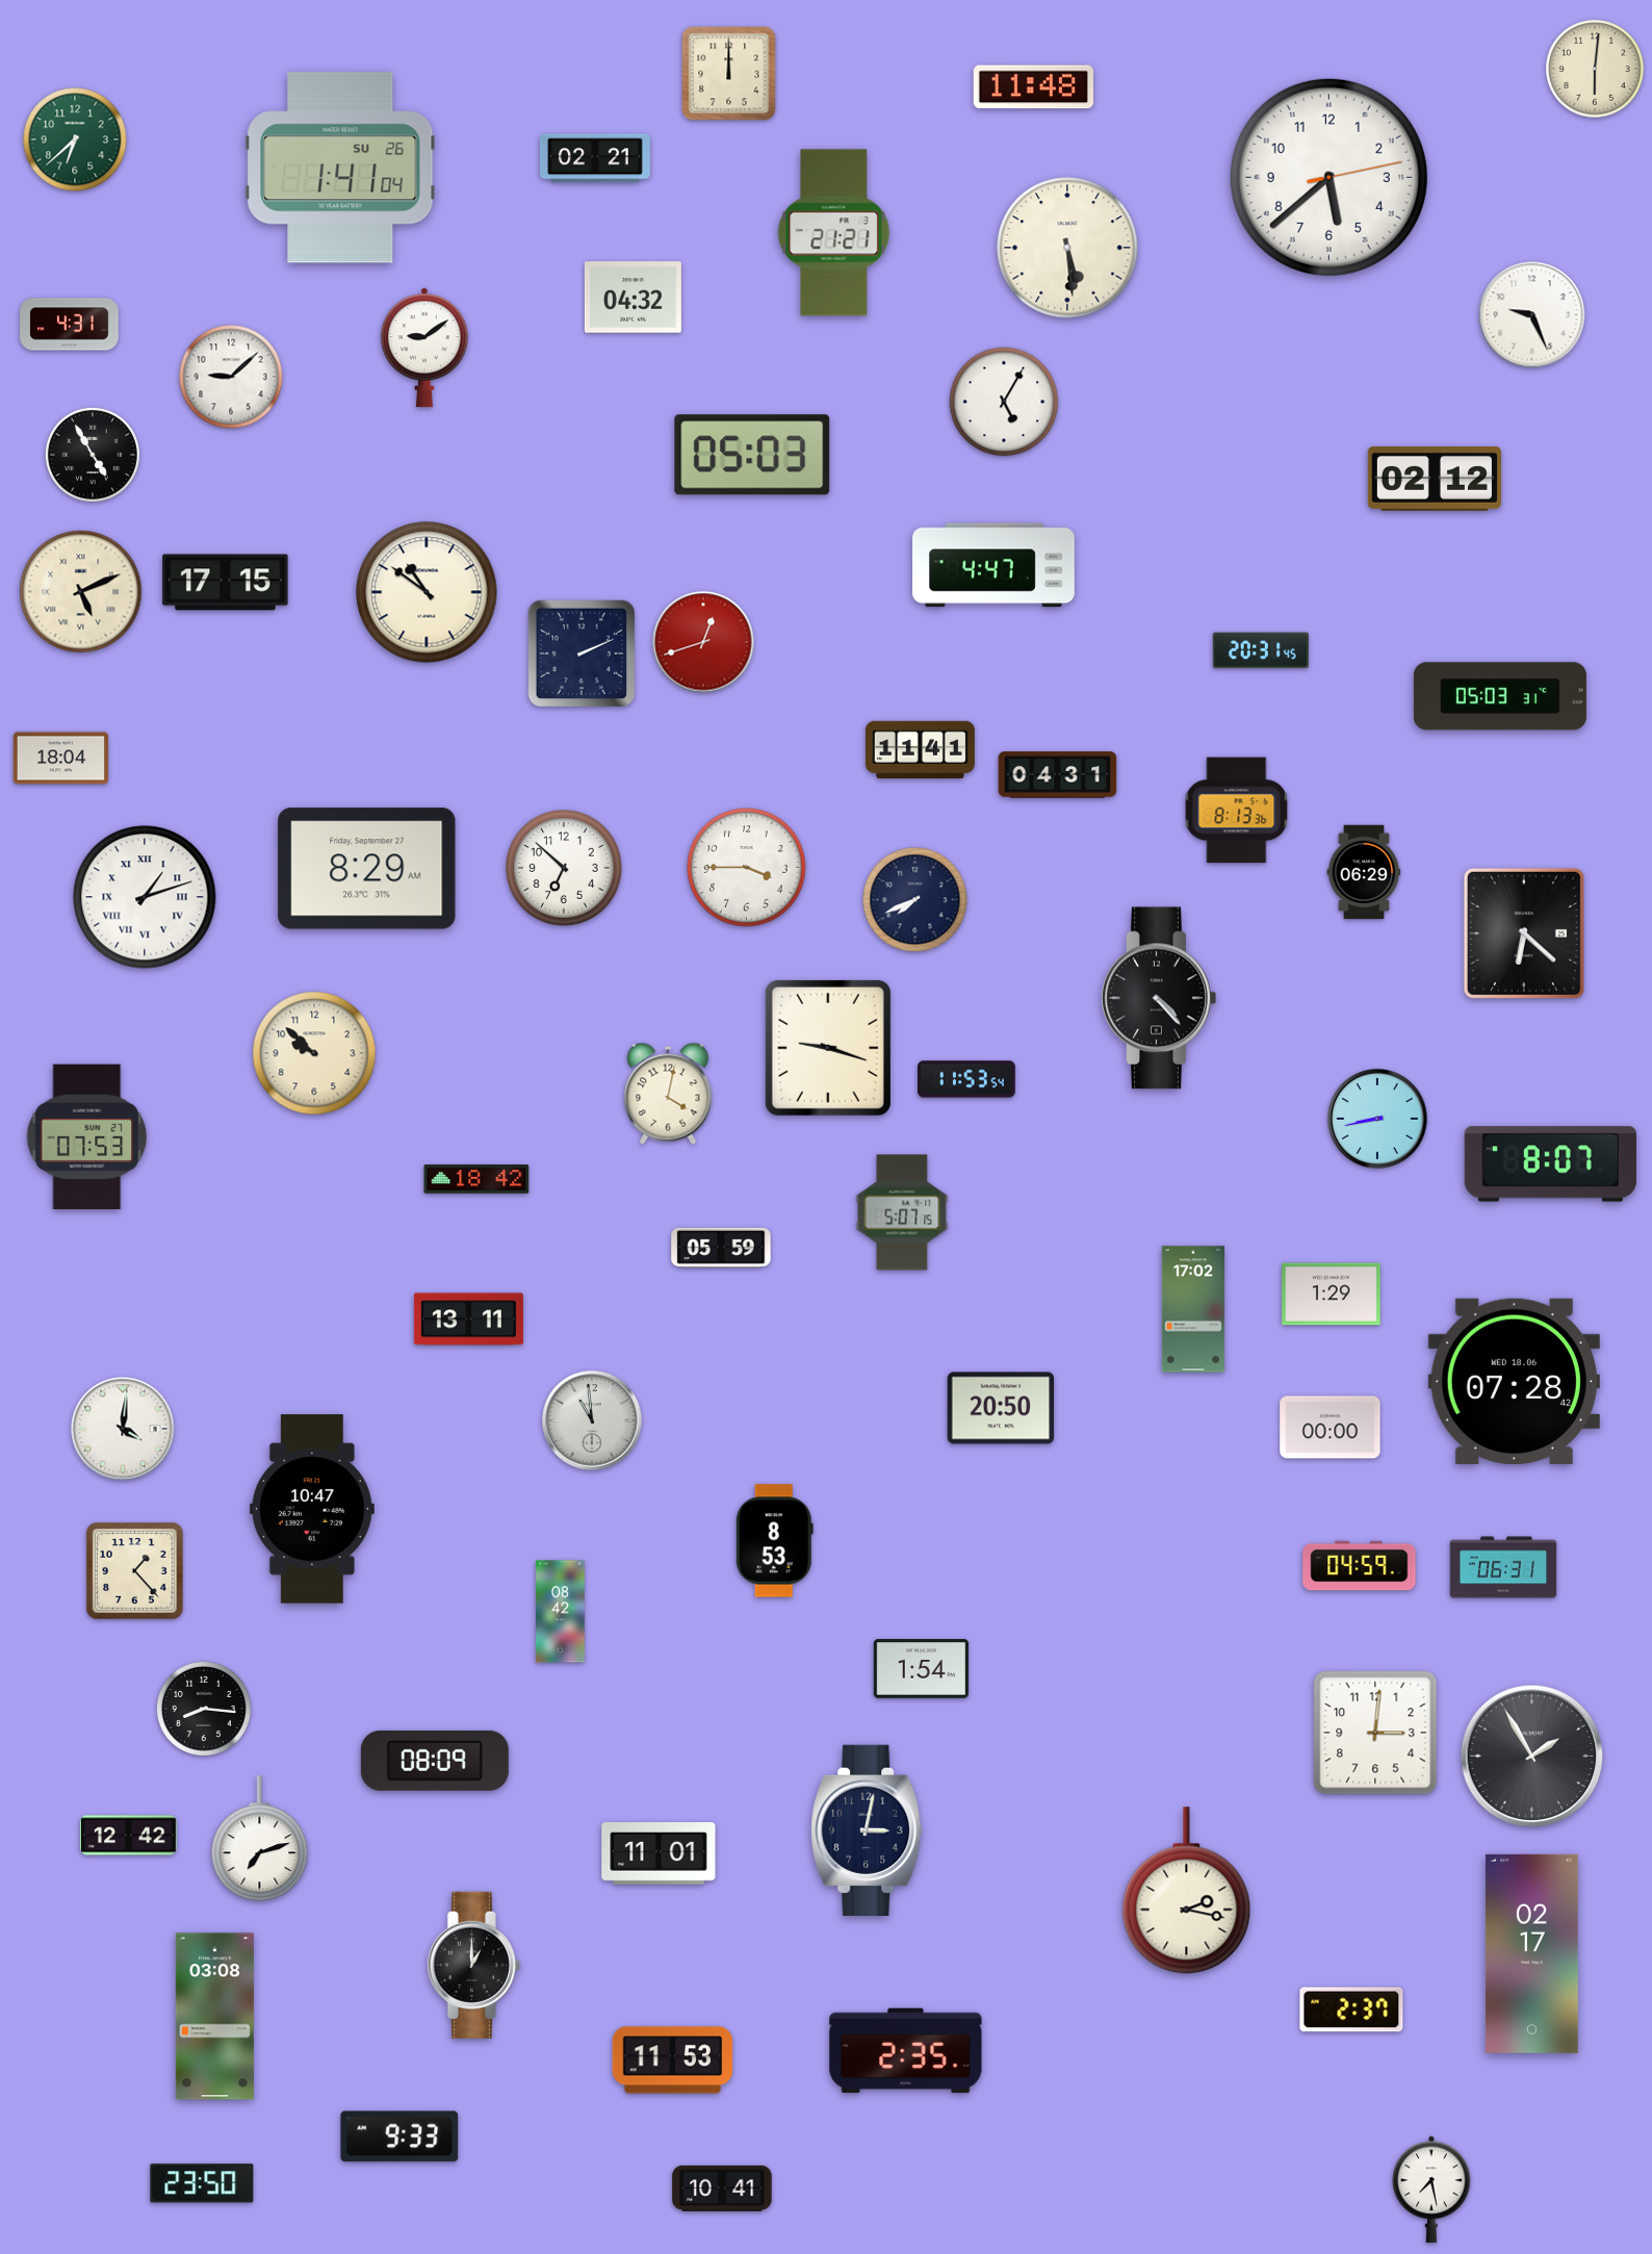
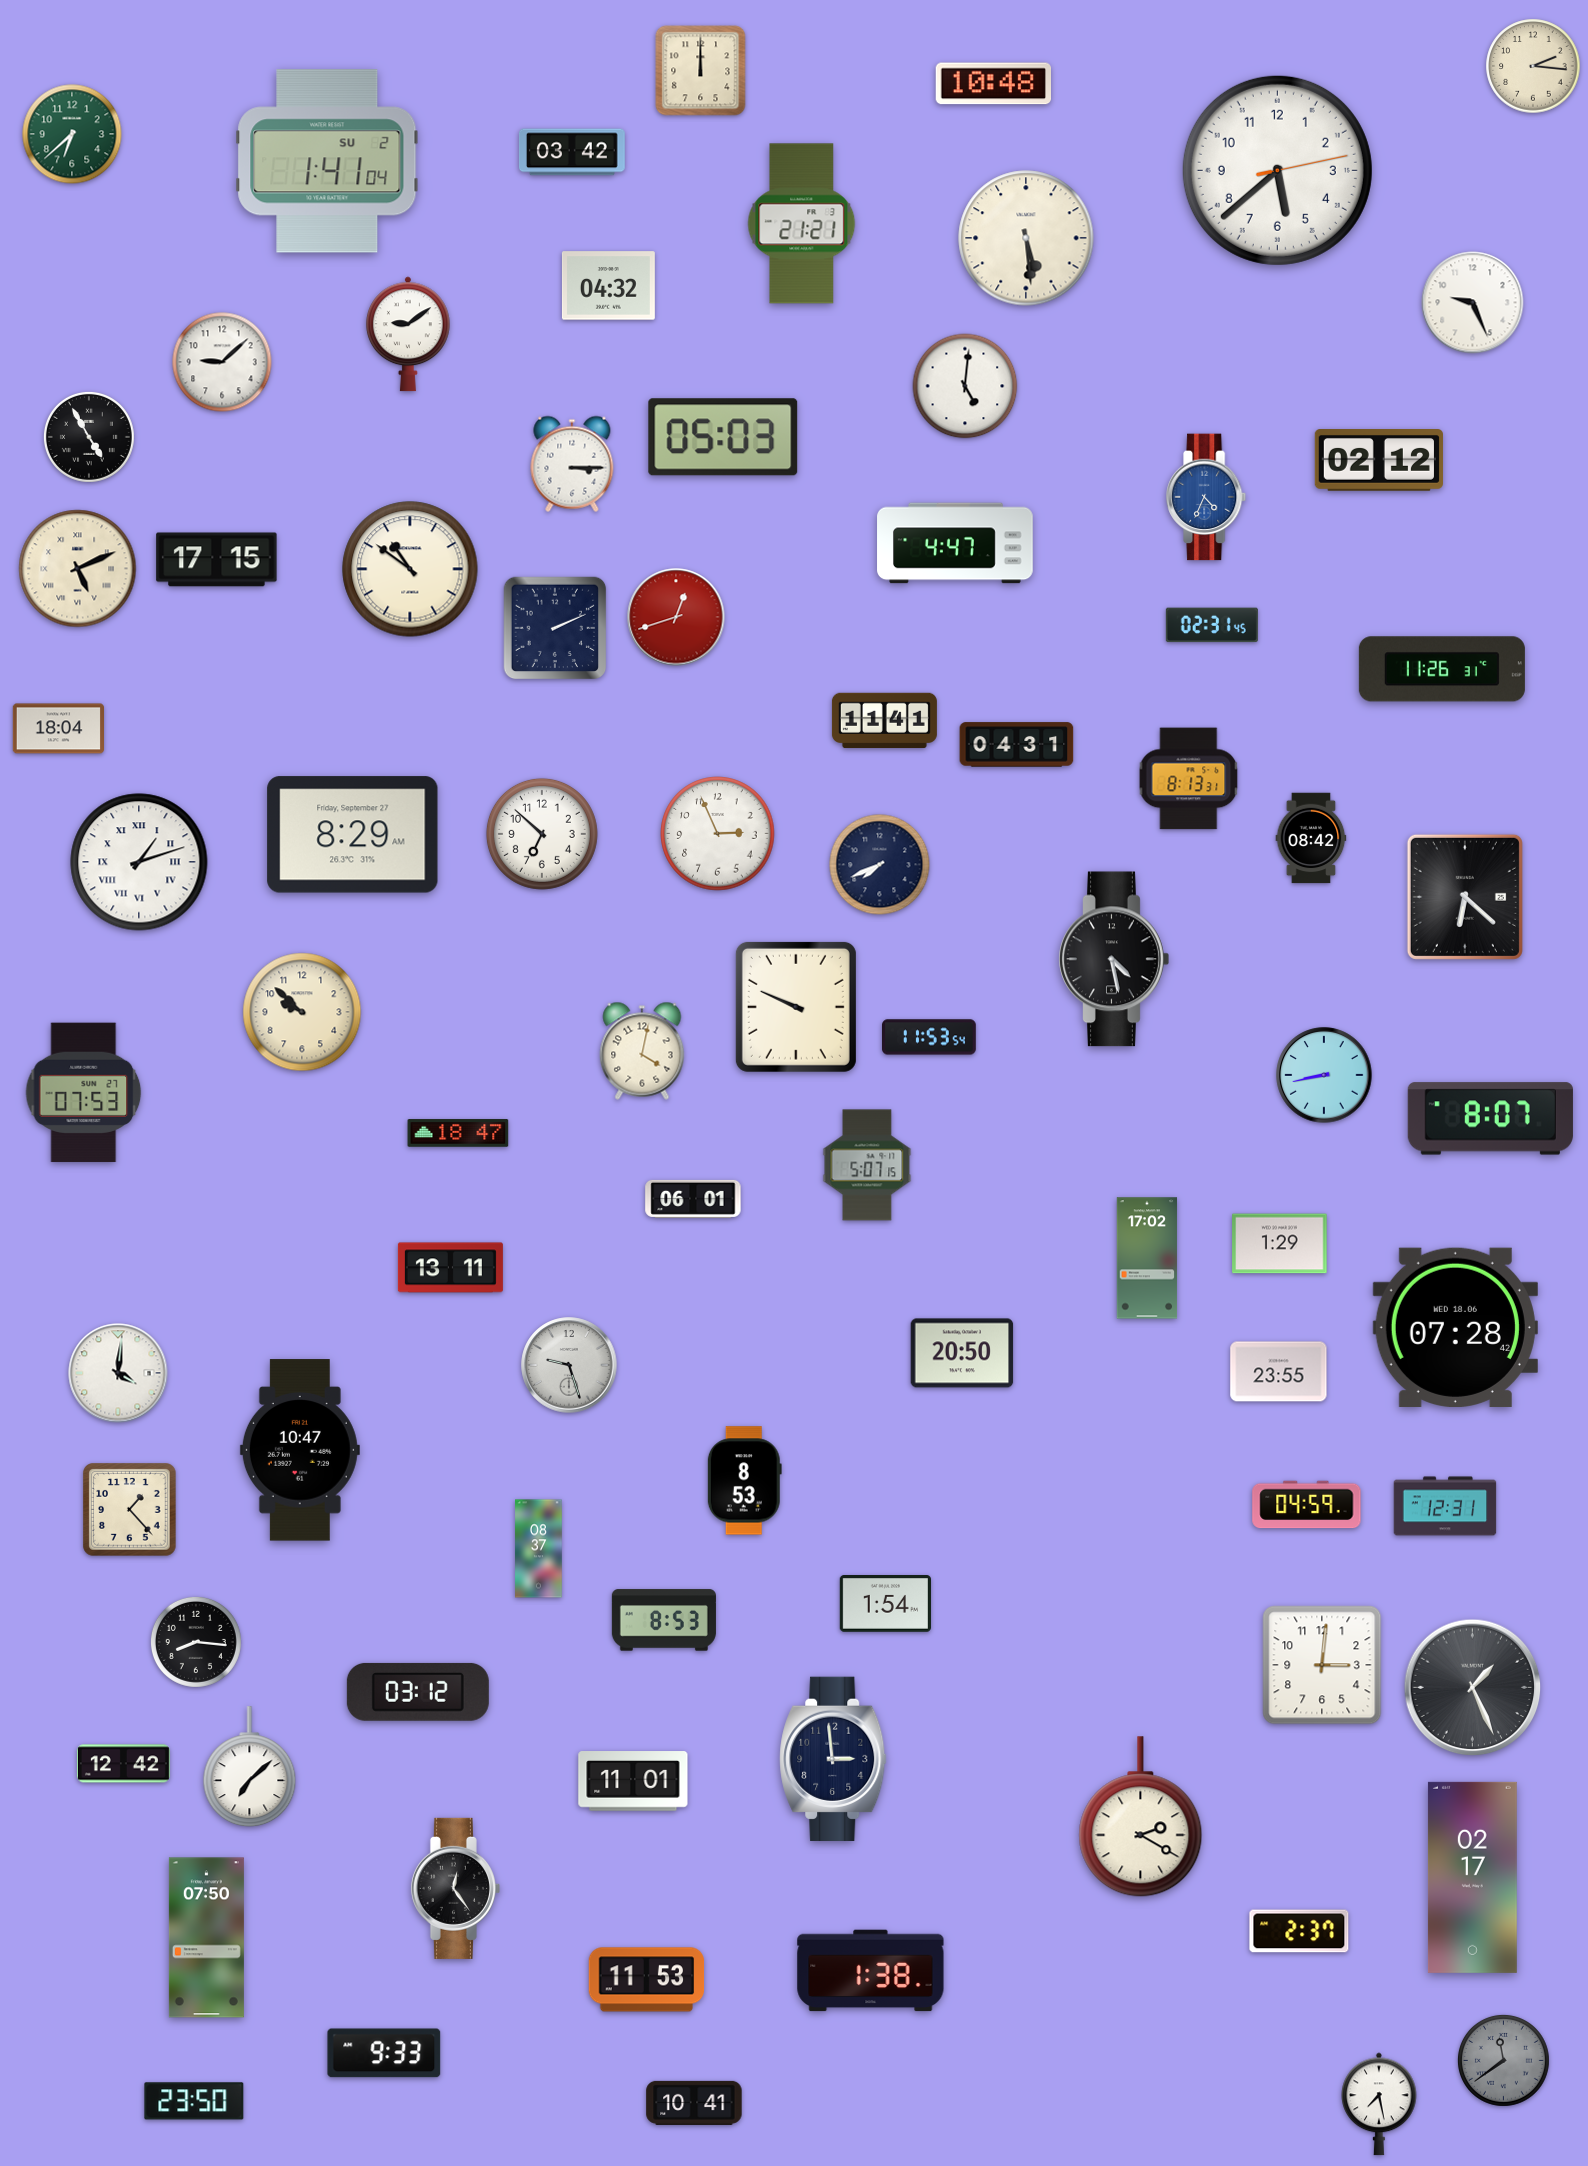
clock at (1595, 69): 6:01 -> 2:16
clock at (1033, 87): 11:48 -> 10:48
clock at (596, 158): 02:21 -> 03:42
clock at (340, 168) date: SU 26 -> SU 2
clock at (70, 325): 4:31 -> none
clock at (1004, 402): 5:05 -> 5:01
clock at (572, 464): none -> 3:15
clock at (1207, 497): none -> 4:34
clock at (1261, 650): 20:31 -> 02:31
clock at (582, 654) position: (582, 654) -> (555, 628)
clock at (1500, 696): 05:03 -> 11:26
clock at (1237, 811): 8:13:36 -> 8:13:31
clock at (747, 868): 3:45 -> 2:56
clock at (1364, 872): 06:29 -> 08:42
clock at (1159, 998): 4:23 -> 4:28
clock at (828, 1048): 9:18 -> 9:49
clock at (476, 1179): 18:42 -> 18:47
clock at (721, 1248): 05:59 -> 06:01
clock at (592, 1420): 10:59 -> 9:27
clock at (1331, 1428): 00:00 -> 23:55
clock at (1503, 1567): 06:31 -> 12:31
clock at (561, 1612): 08:42 -> 08:37
clock at (664, 1620): none -> 8:53
clock at (1532, 1757): 1:55 -> 1:26
clock at (435, 1761): 08:09 -> 03:12
clock at (867, 1829): 3:02 -> 2:59
clock at (260, 1839): 7:12 -> 7:08
clock at (1187, 1891): 2:17 -> 2:20
clock at (473, 1965): 1:00 -> 12:24
clock at (214, 2017): 03:08 -> 07:50
clock at (906, 2051): 2:35 -> 1:38
clock at (1503, 2060): none -> 11:39
clock at (202, 2183) position: (202, 2183) -> (194, 2101)
clock at (1431, 2189) position: (1431, 2189) -> (1379, 2104)
